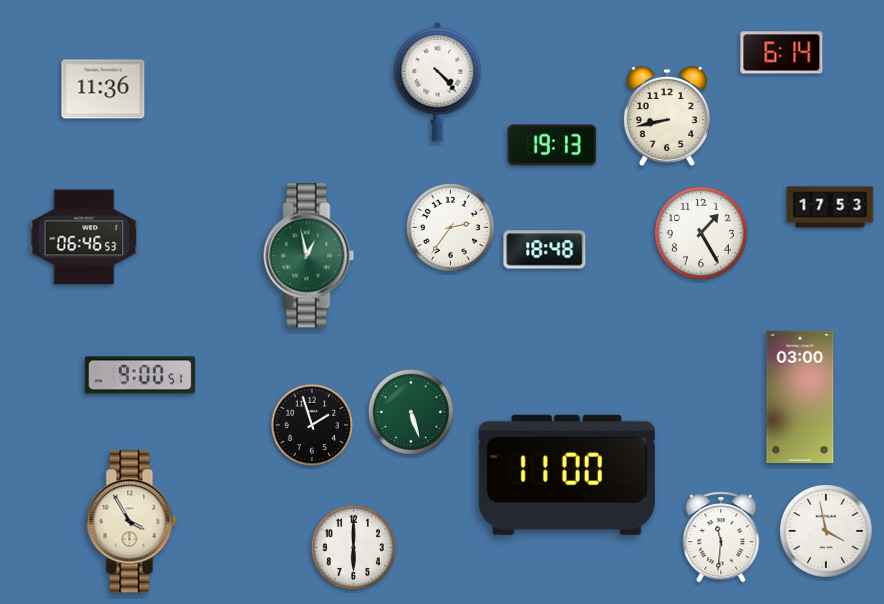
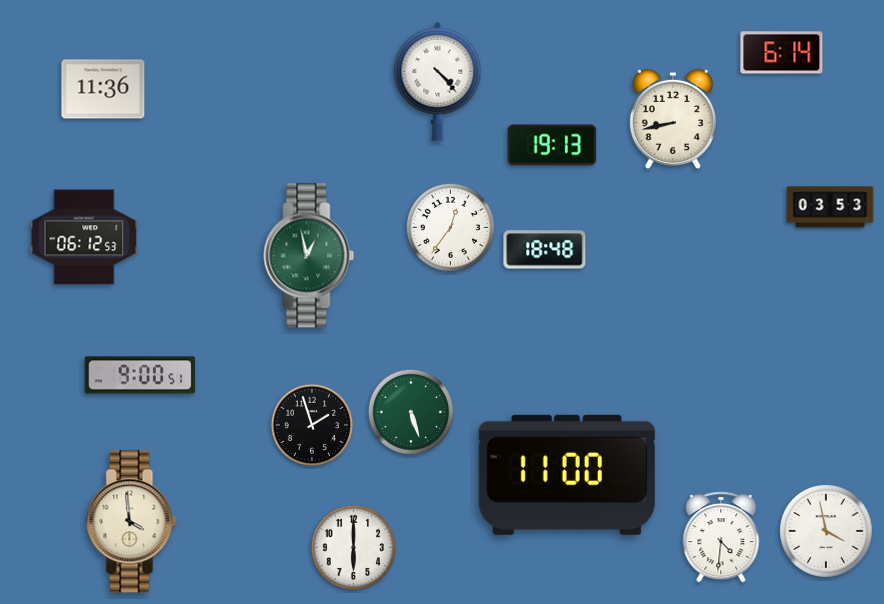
clock at (667, 115) position: (667, 115) -> (673, 118)
clock at (830, 207): 17:53 -> 03:53
clock at (450, 227): 2:36 -> 12:36
clock at (701, 233): 1:25 -> none
clock at (84, 237): 06:46 -> 06:12
clock at (800, 396): 03:00 -> none
clock at (132, 522): 3:55 -> 3:59
clock at (721, 537): 11:31 -> 4:31
